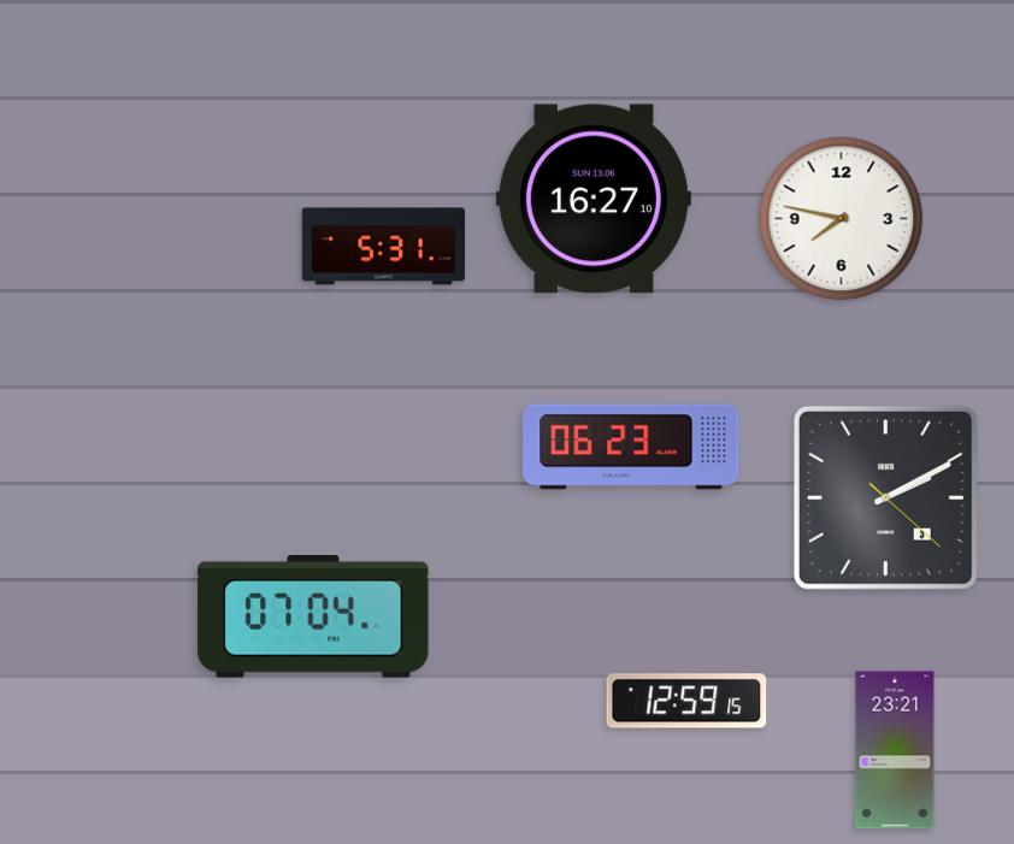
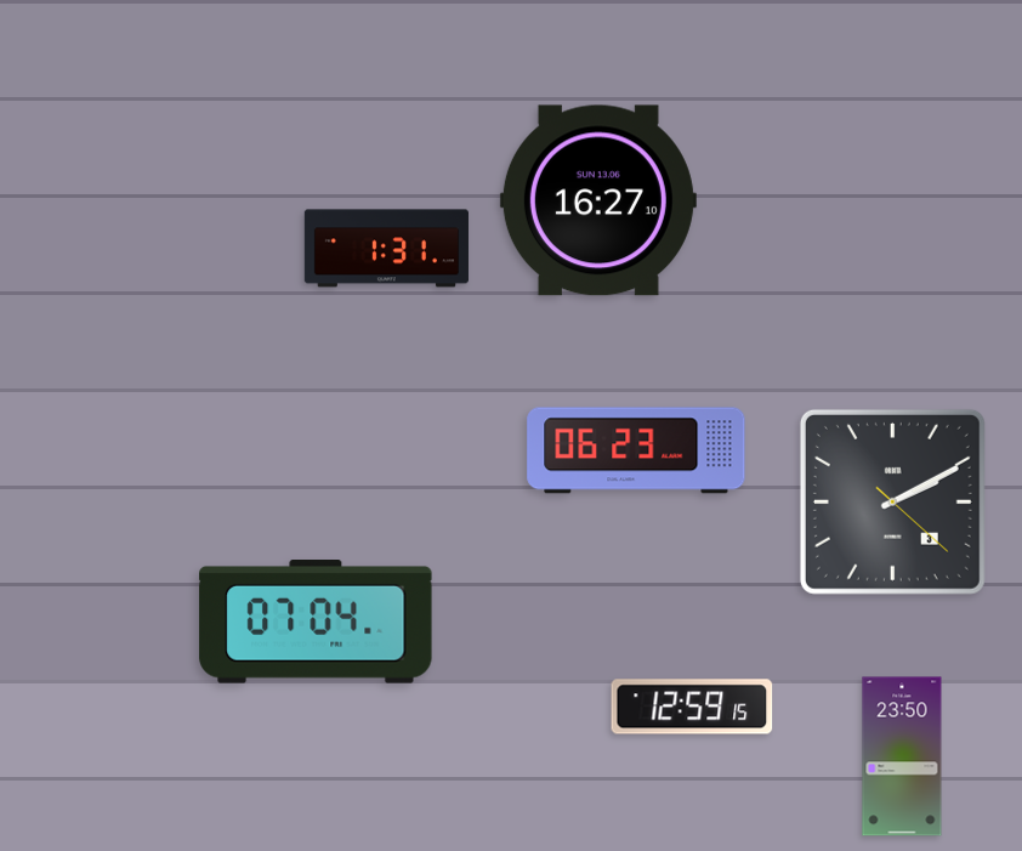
clock at (842, 219): 7:47 -> none
clock at (383, 247): 5:31 -> 1:31
clock at (895, 750): 23:21 -> 23:50
